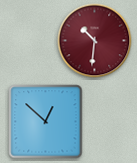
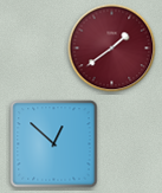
clock at (95, 41): 10:31 -> 1:39
